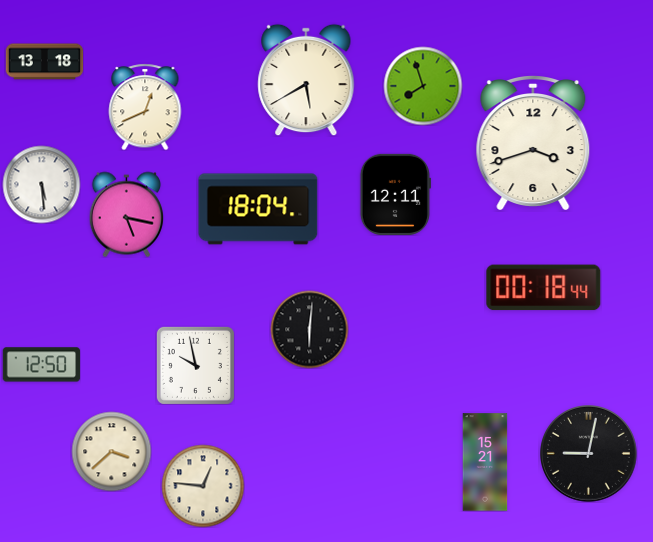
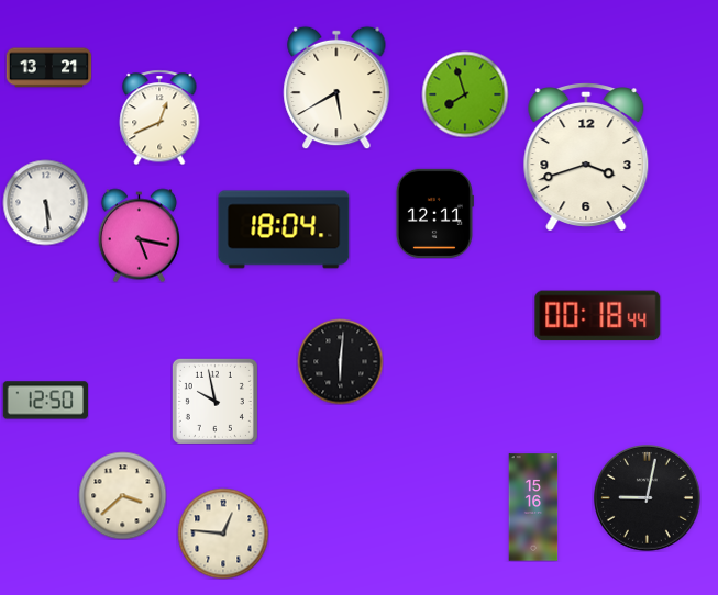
clock at (44, 62): 13:18 -> 13:21
clock at (485, 462): 15:21 -> 15:16
